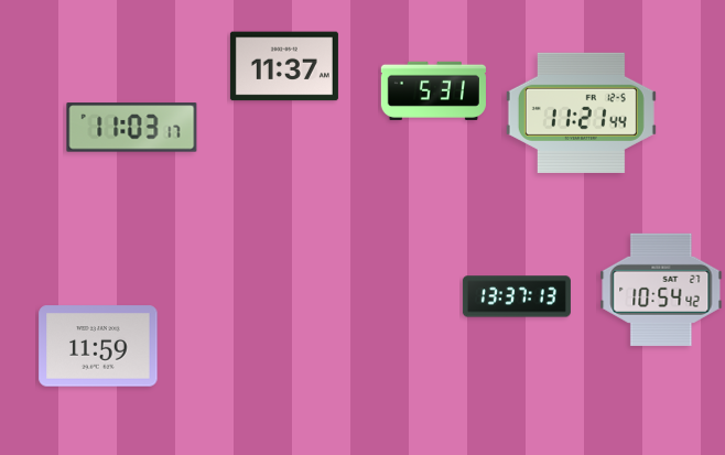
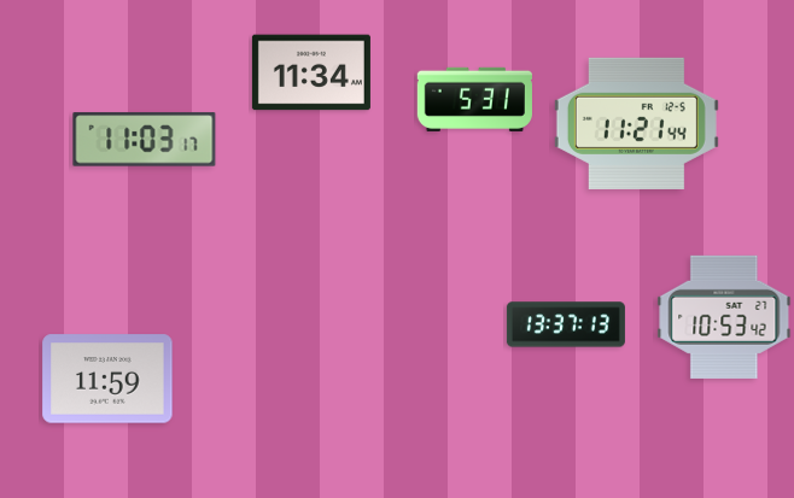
clock at (284, 66): 11:37 -> 11:34
clock at (661, 290): 10:54 -> 10:53
